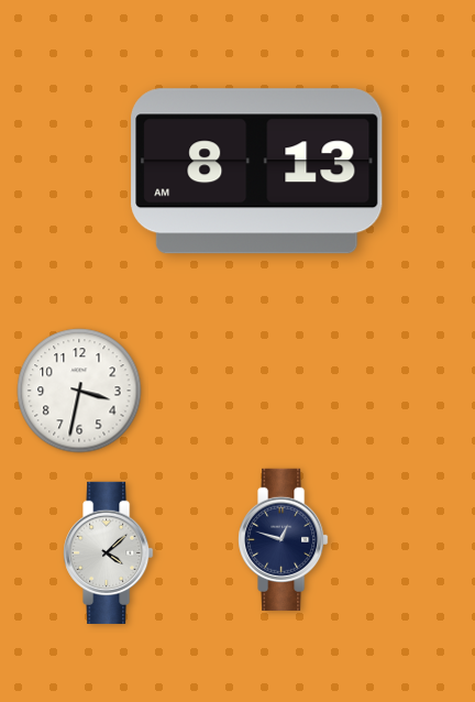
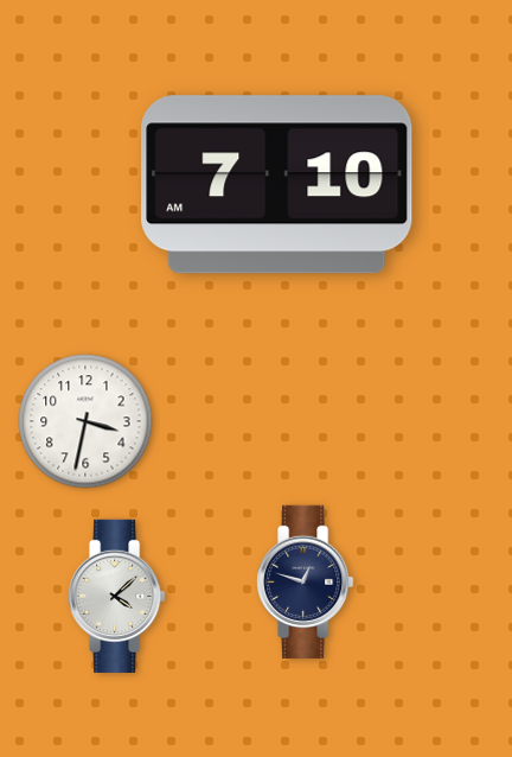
clock at (257, 172): 8:13 -> 7:10
